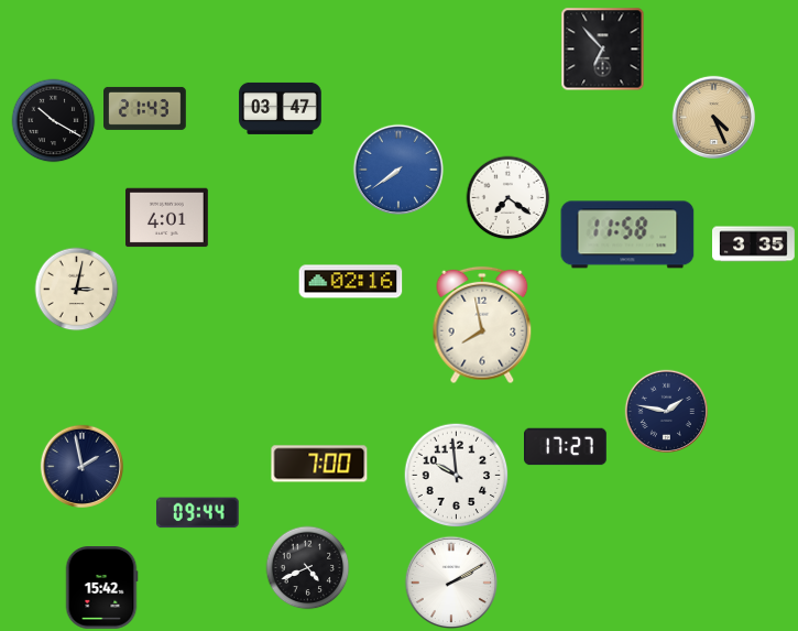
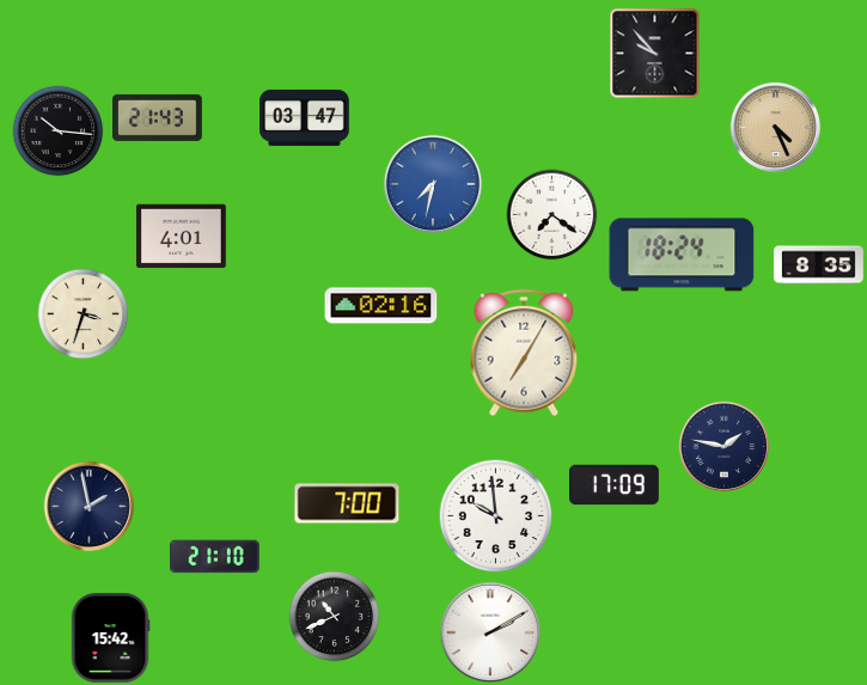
clock at (603, 50): 6:53 -> 9:53
clock at (54, 121): 10:20 -> 10:16
clock at (398, 170): 7:39 -> 7:32
clock at (627, 235): 11:58 -> 18:24
clock at (754, 244): 3:35 -> 8:35
clock at (77, 290): 3:02 -> 3:33
clock at (482, 325): 7:58 -> 7:05
clock at (566, 447): 17:27 -> 17:09
clock at (197, 513): 09:44 -> 21:10
clock at (308, 568): 4:41 -> 10:41
